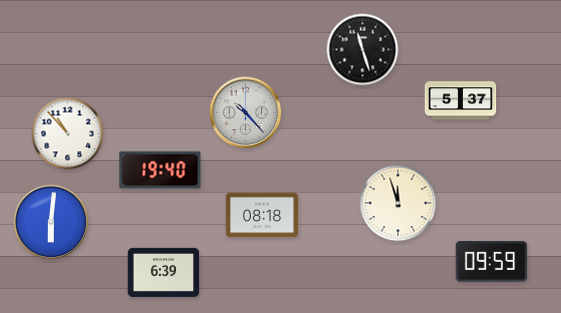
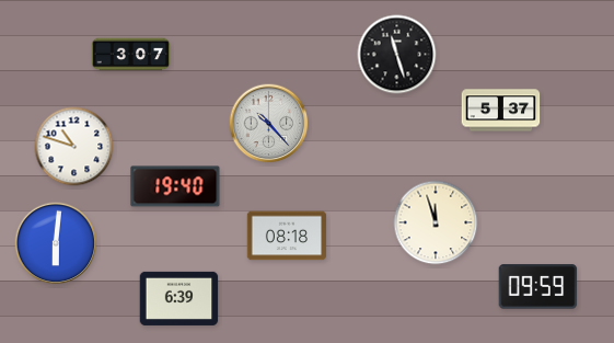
clock at (131, 55): none -> 3:07
clock at (461, 101) position: (461, 101) -> (501, 111)
clock at (68, 134): 10:53 -> 10:48
